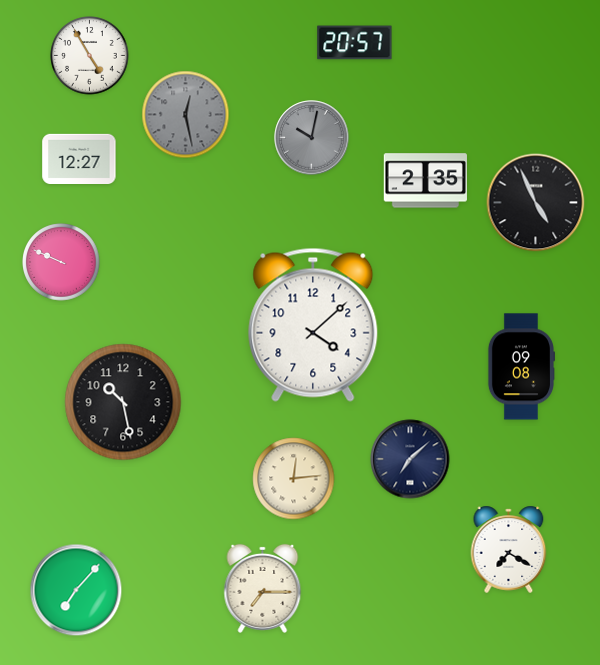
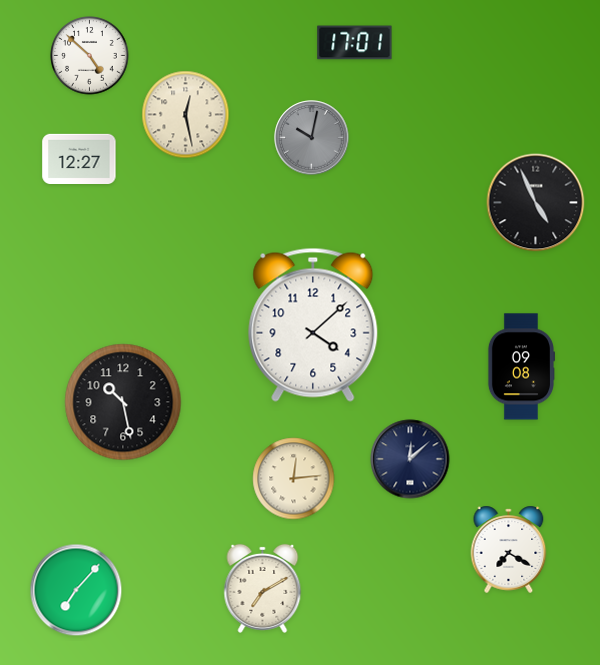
clock at (355, 43): 20:57 -> 17:01
clock at (90, 56): 4:55 -> 4:52
clock at (186, 115) dial: grey -> cream
clock at (425, 181): 2:35 -> none
clock at (61, 262): 9:49 -> none
clock at (410, 459): 7:08 -> 12:08
clock at (263, 588): 7:15 -> 7:10
